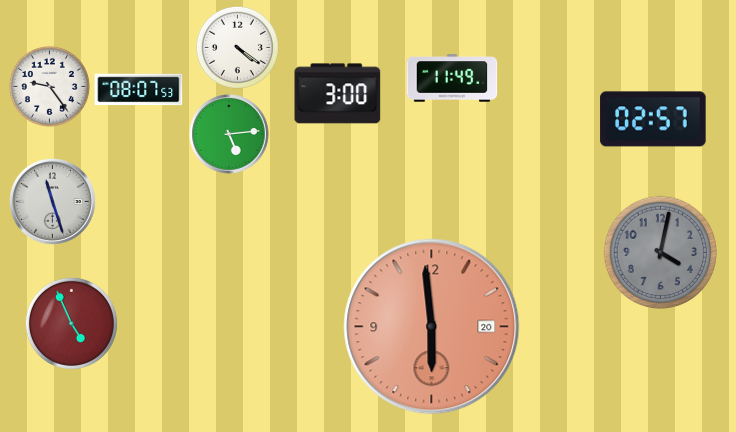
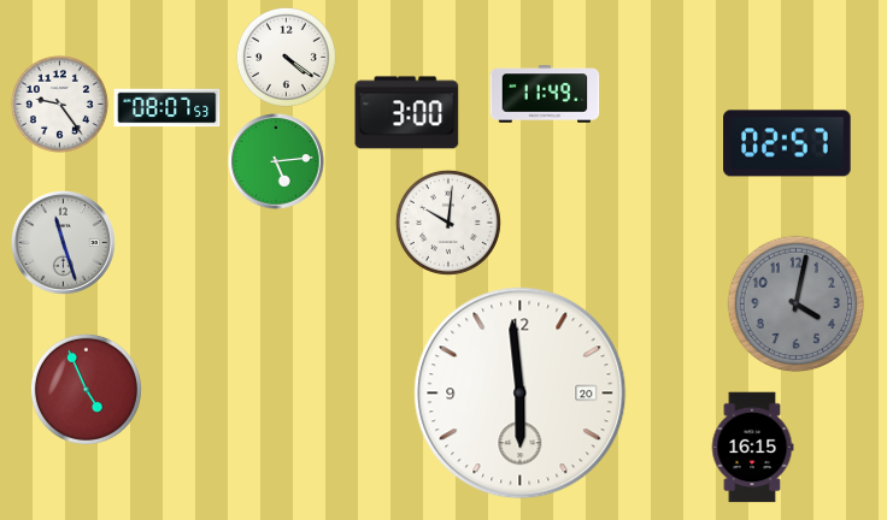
clock at (448, 223): none -> 10:01
clock at (432, 327) dial: salmon -> white
clock at (752, 448): none -> 16:15
